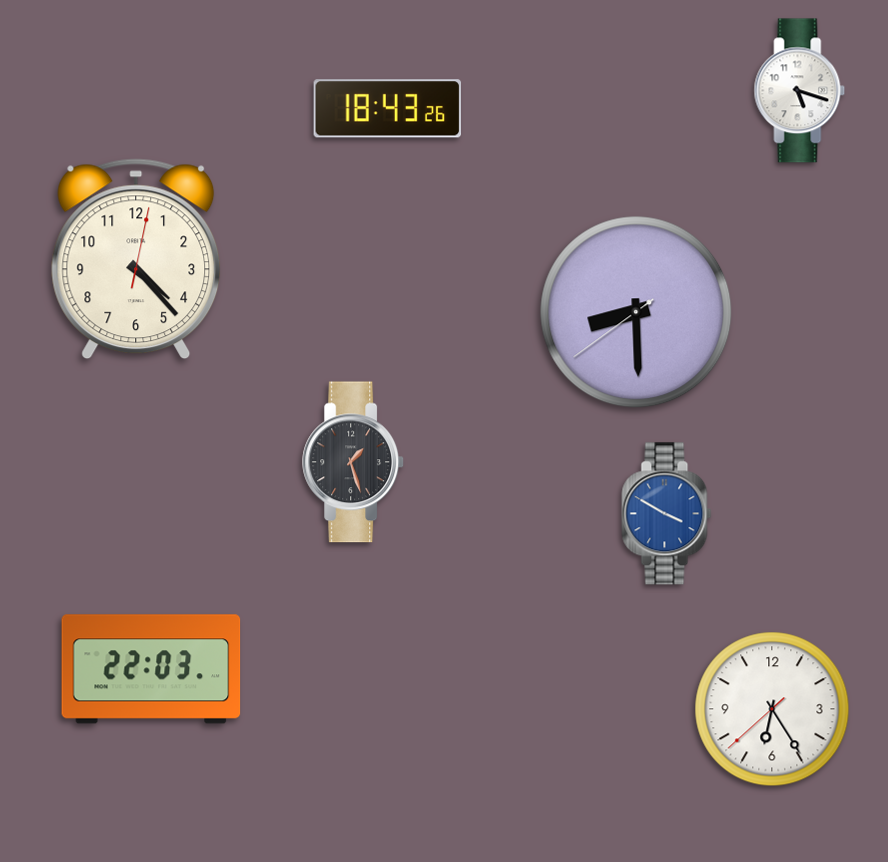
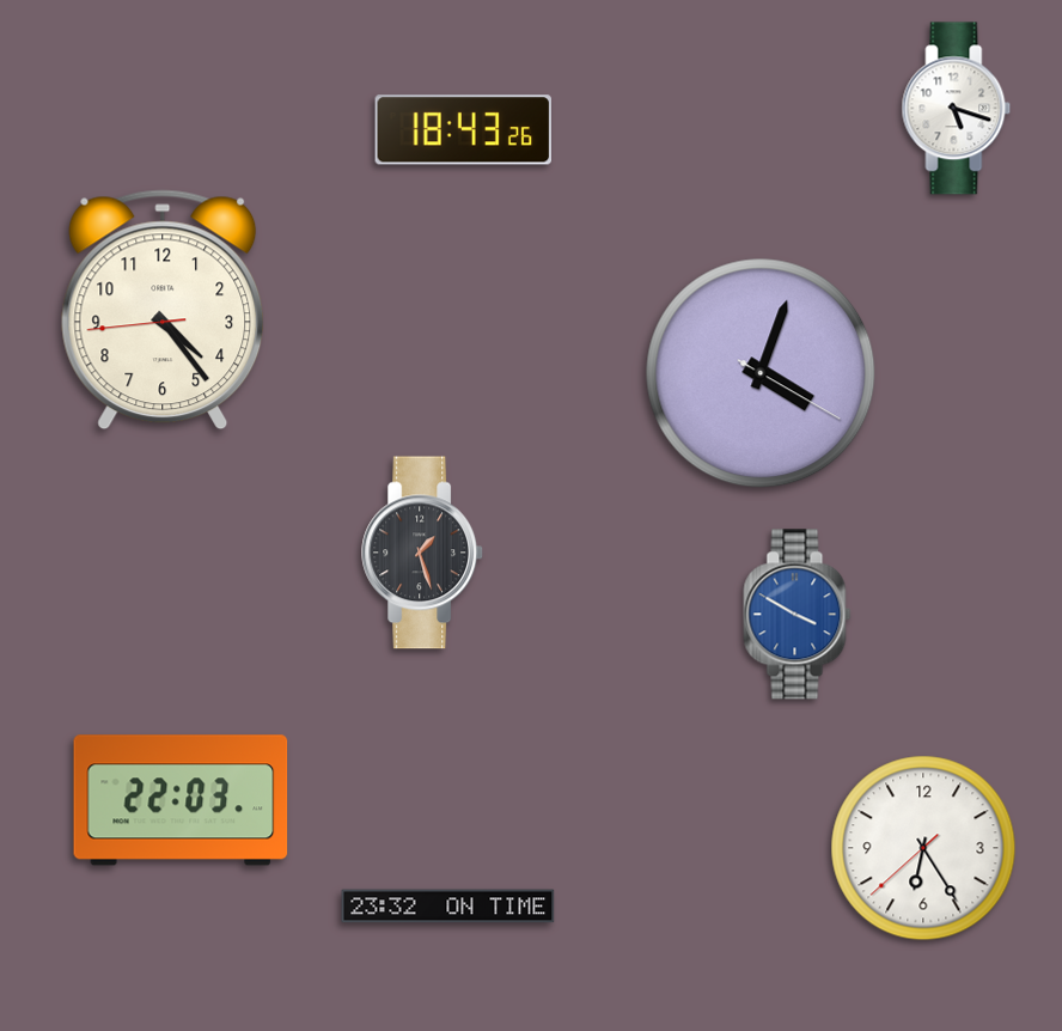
clock at (136, 259): 4:23:02 -> 4:23:44
clock at (636, 312): 8:29 -> 4:03
clock at (448, 907): none -> 23:32
